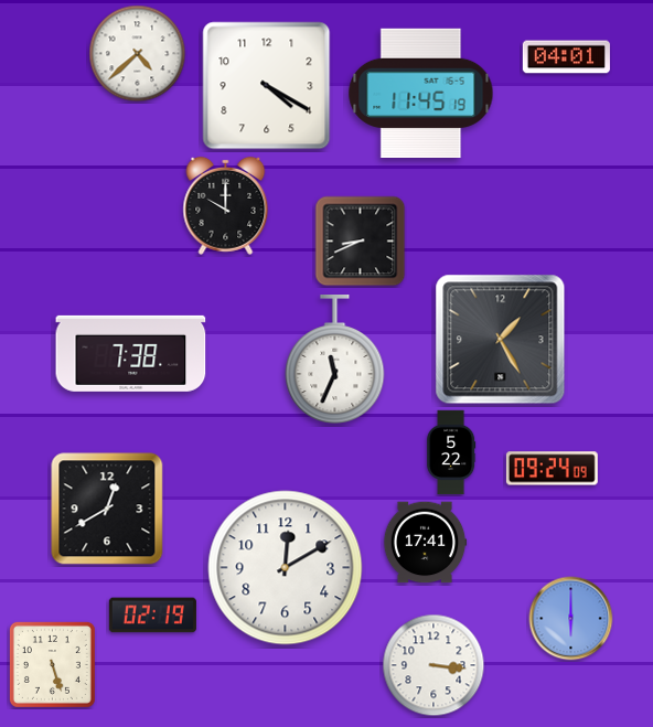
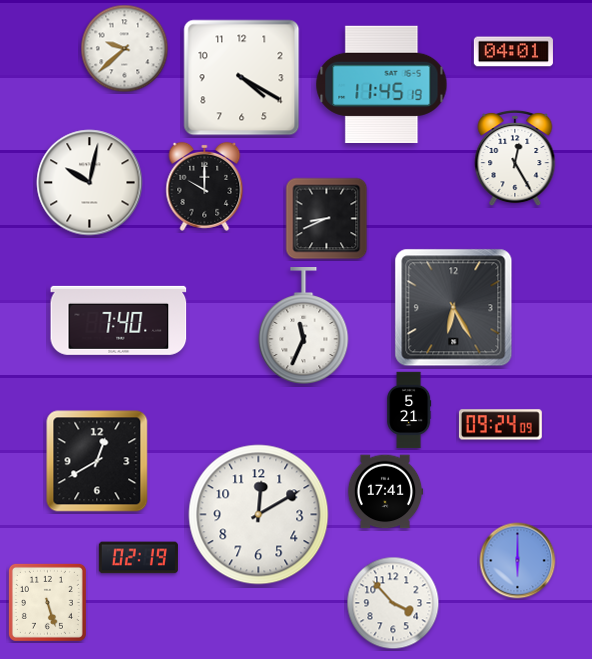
clock at (138, 54): 4:38 -> 9:38
clock at (515, 158): none -> 12:25
clock at (90, 183): none -> 10:02
clock at (501, 340): 1:25 -> 6:25
clock at (131, 353): 7:38 -> 7:40
clock at (451, 452): 5:22 -> 5:21
clock at (433, 665): 3:16 -> 3:53
